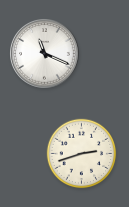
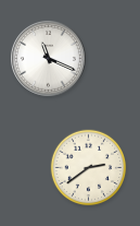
clock at (82, 154): 2:42 -> 2:39
